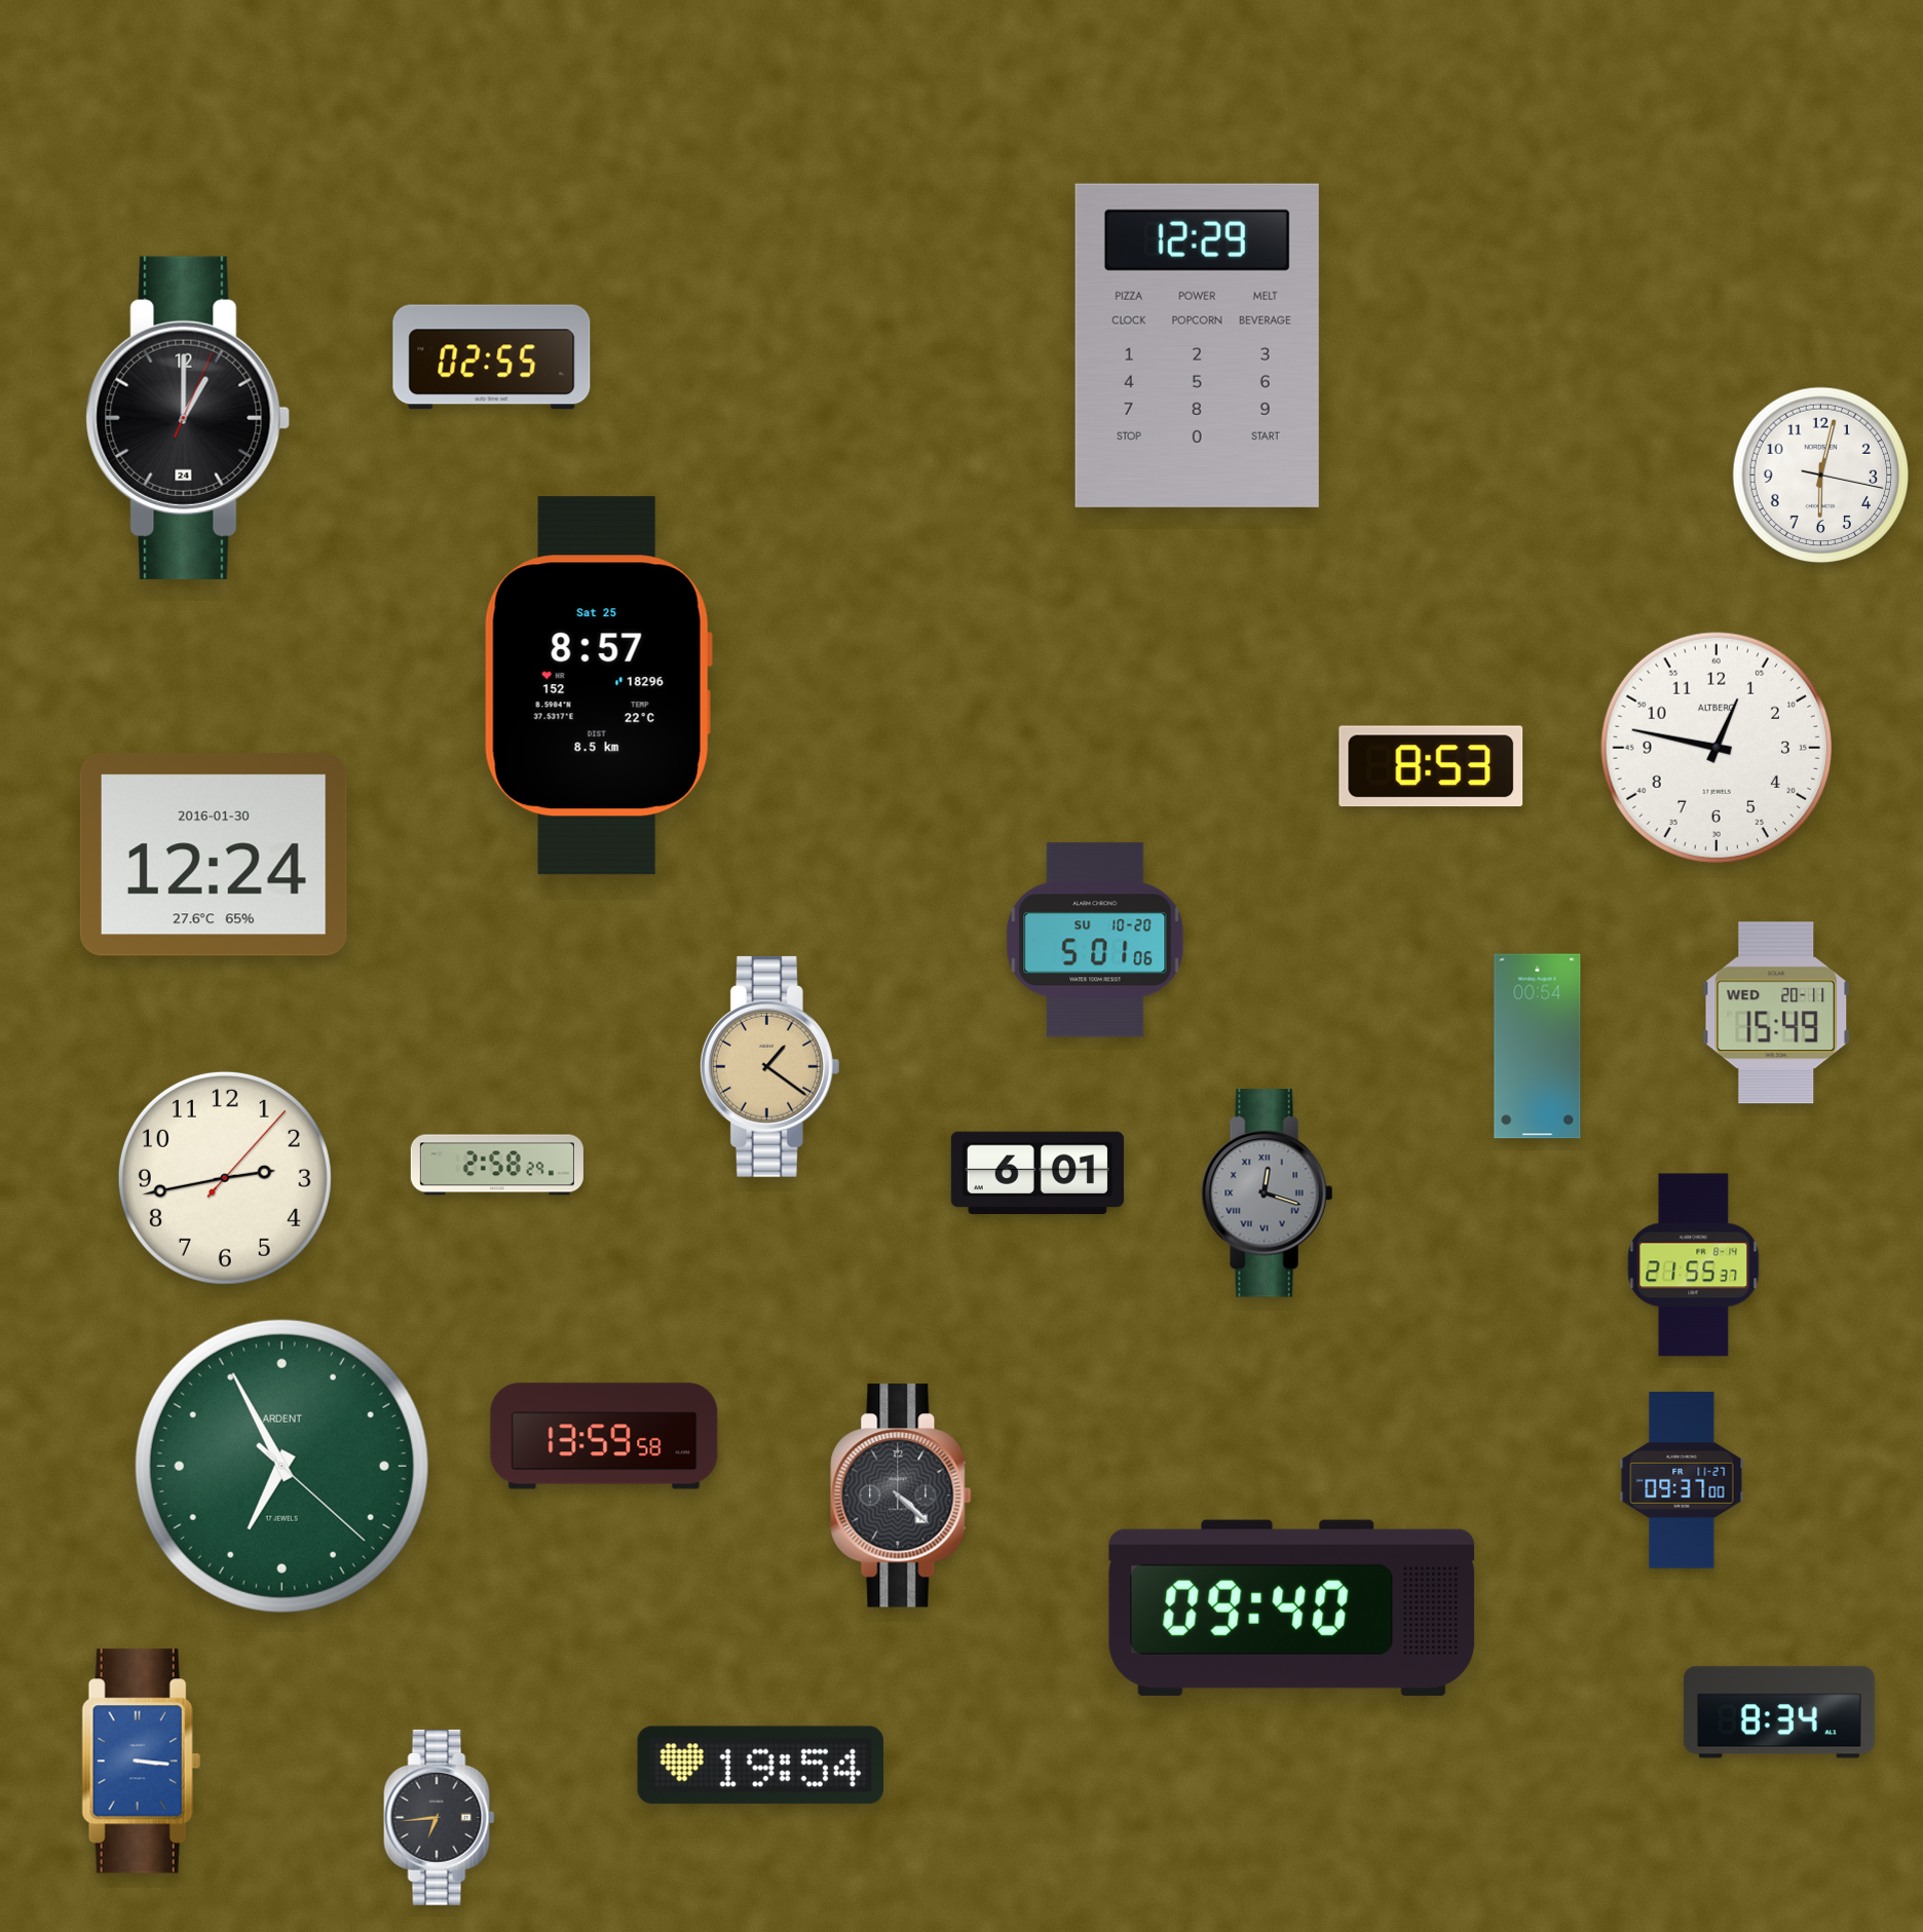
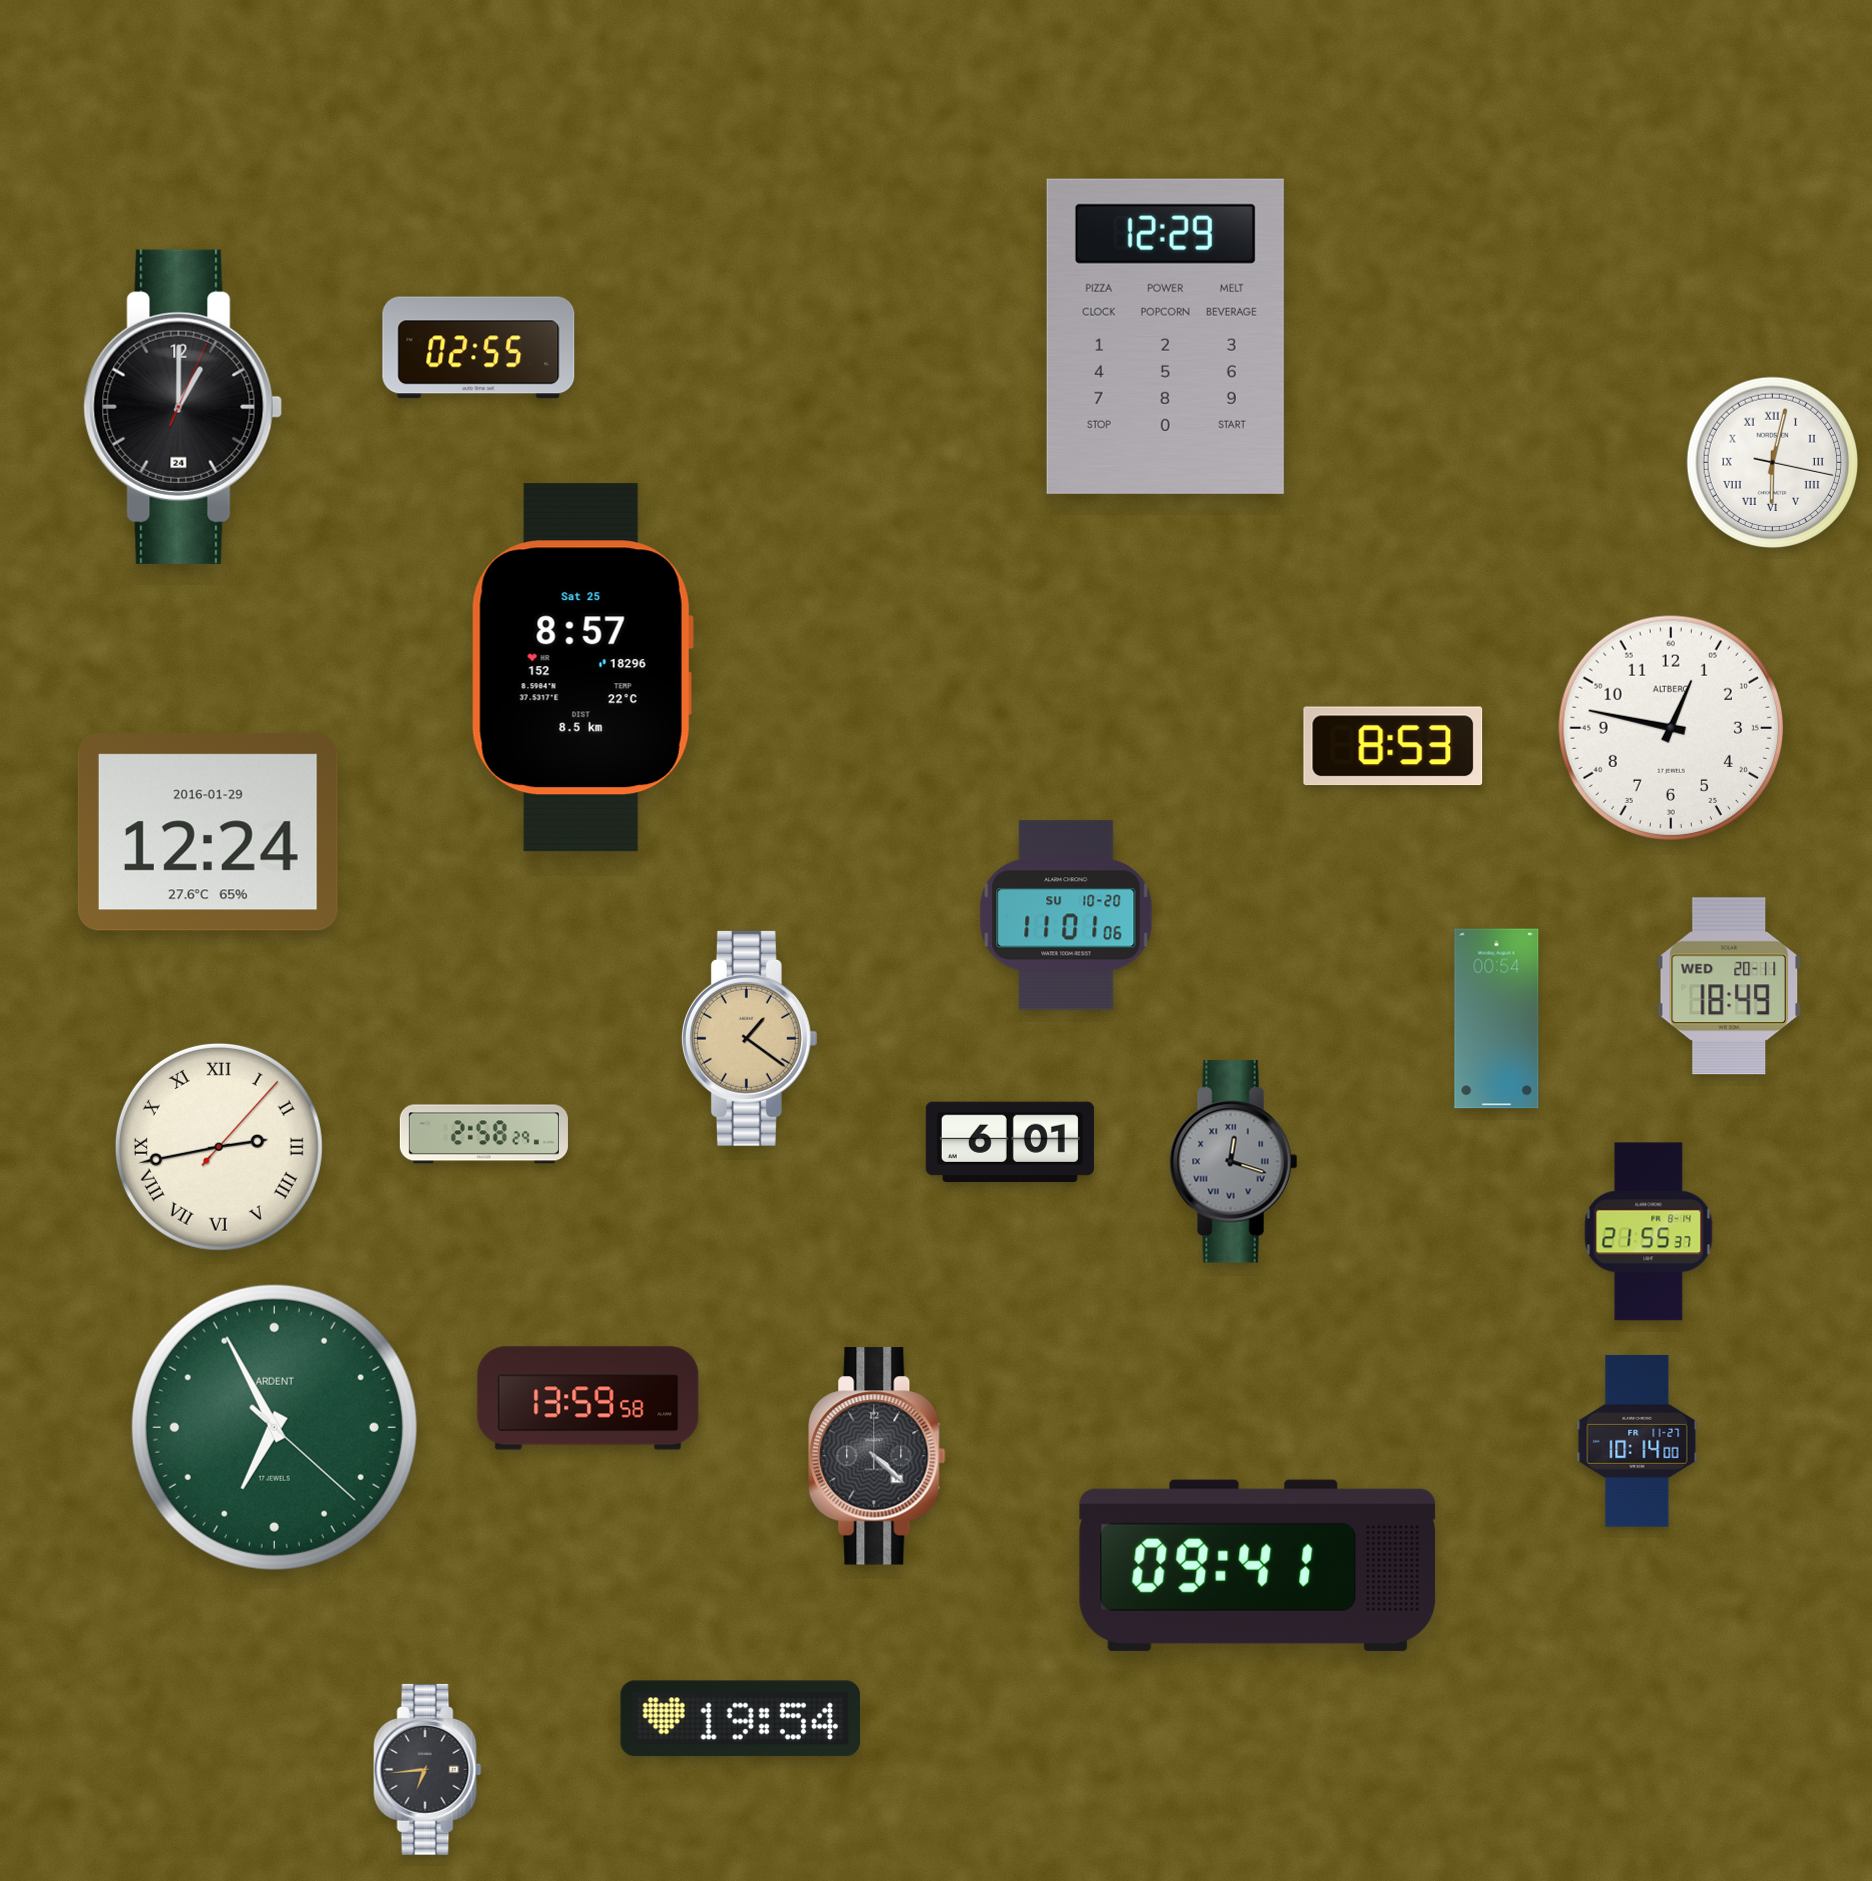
clock at (1821, 476) numerals: Arabic -> Roman
clock at (214, 855) date: 2016-01-30 -> 2016-01-29
clock at (1095, 940): 5:01 -> 11:01
clock at (1775, 1013): 15:49 -> 18:49
clock at (225, 1178) numerals: Arabic -> Roman
clock at (1682, 1481): 09:37 -> 10:14
clock at (1292, 1607): 09:40 -> 09:41
clock at (1779, 1712): 8:34 -> none
clock at (141, 1761): 3:16 -> none
